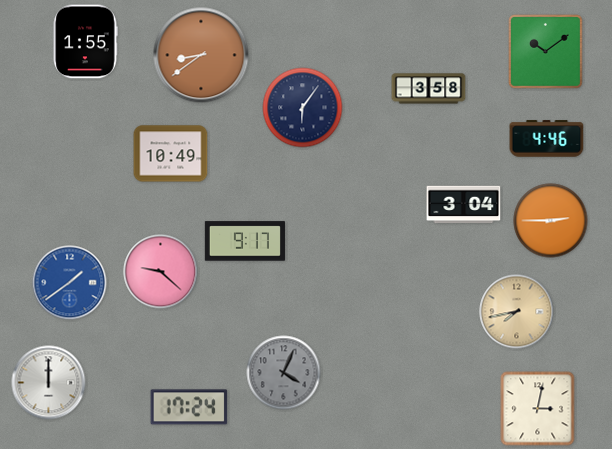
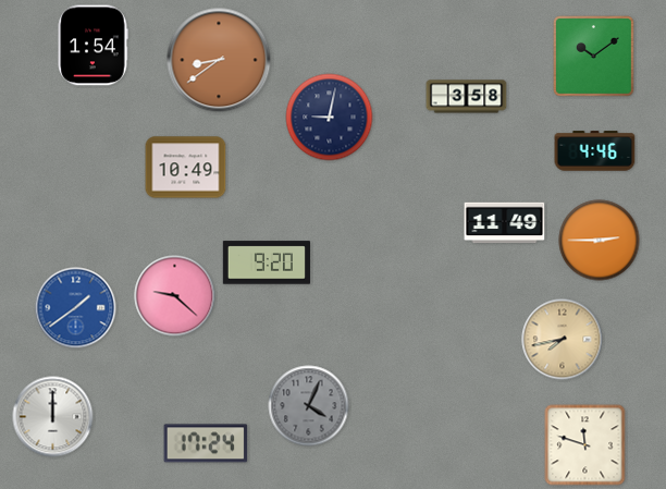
clock at (85, 42): 1:55 -> 1:54
clock at (303, 108): 6:06 -> 9:02
clock at (464, 205): 3:04 -> 11:49
clock at (245, 241): 9:17 -> 9:20
clock at (538, 409): 3:02 -> 11:48
